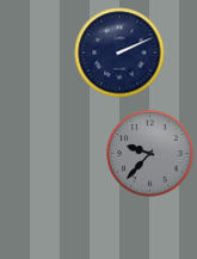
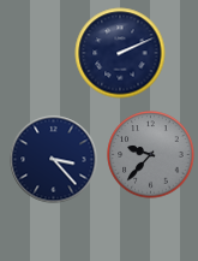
clock at (54, 160): none -> 3:23
